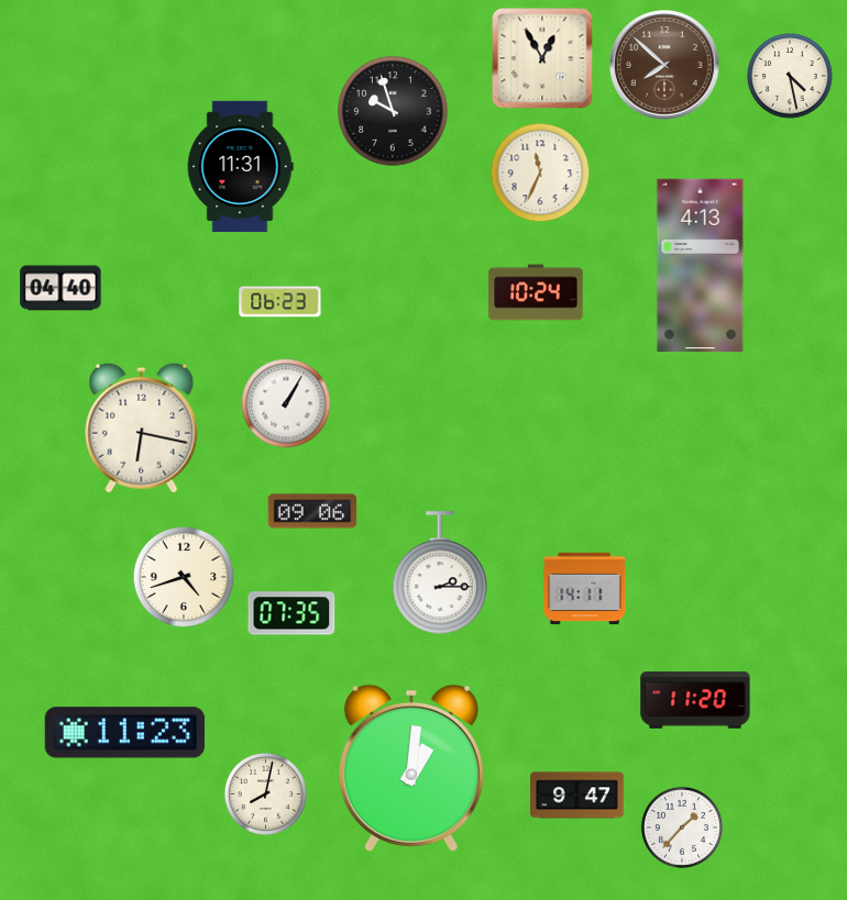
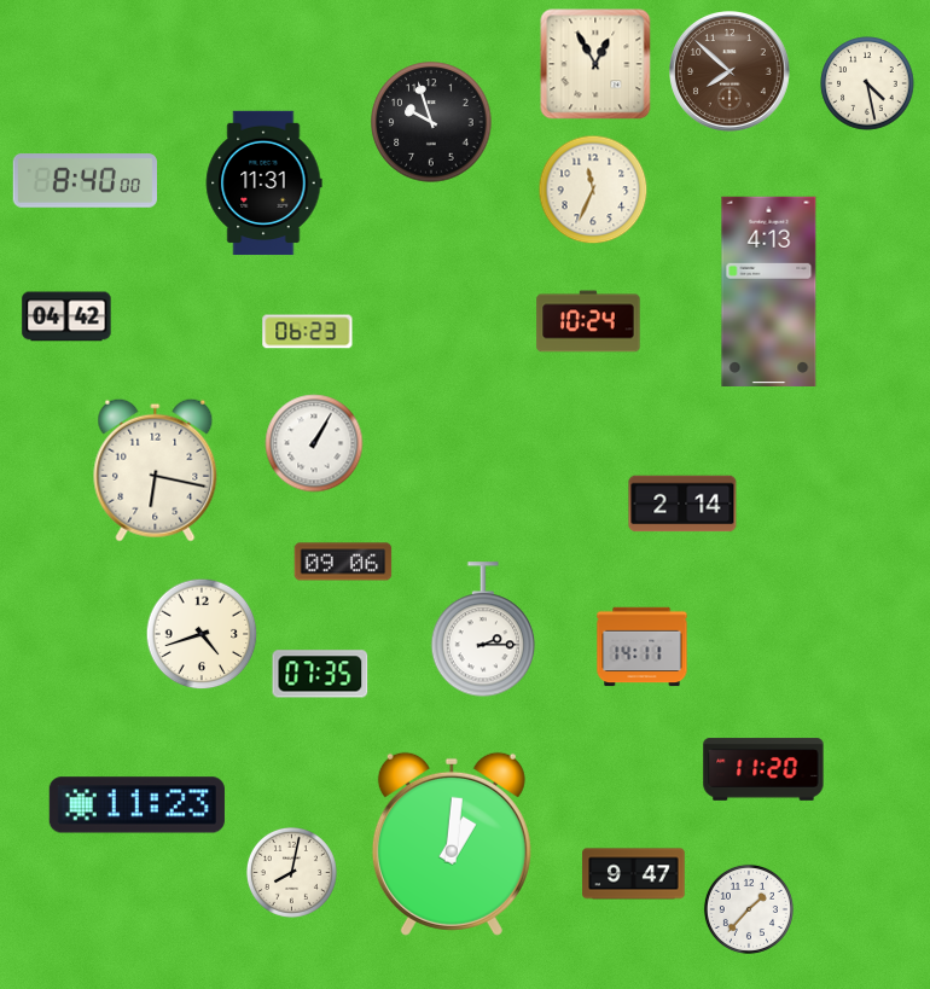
clock at (85, 181): none -> 8:40
clock at (61, 288): 04:40 -> 04:42
clock at (682, 504): none -> 2:14
